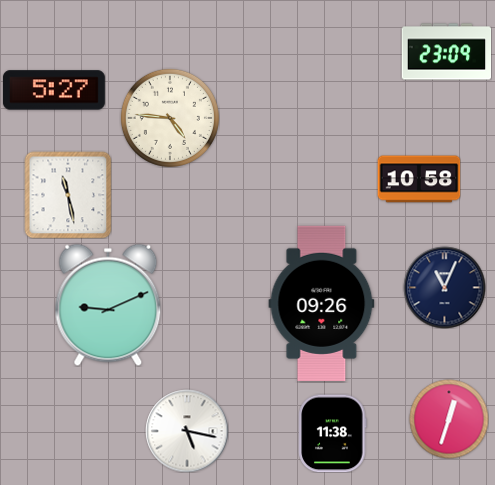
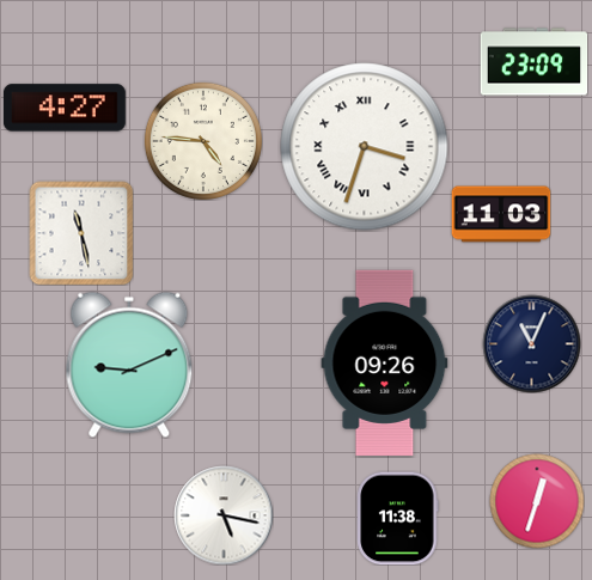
clock at (54, 90): 5:27 -> 4:27
clock at (365, 147): none -> 3:33
clock at (419, 179): 10:58 -> 11:03
